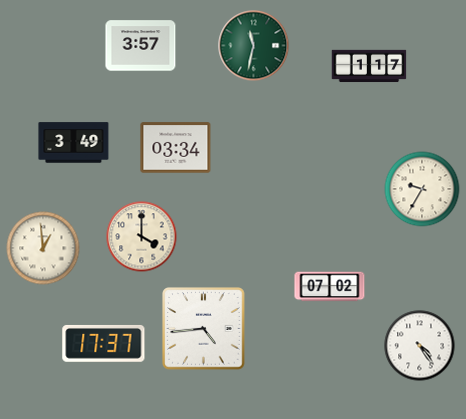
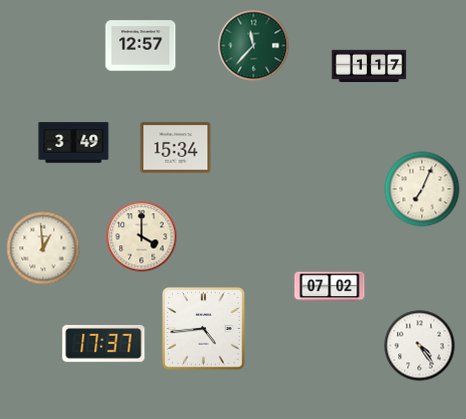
clock at (141, 46): 3:57 -> 12:57
clock at (254, 46): 11:32 -> 11:37
clock at (176, 148): 03:34 -> 15:34
clock at (422, 189): 9:35 -> 7:04
